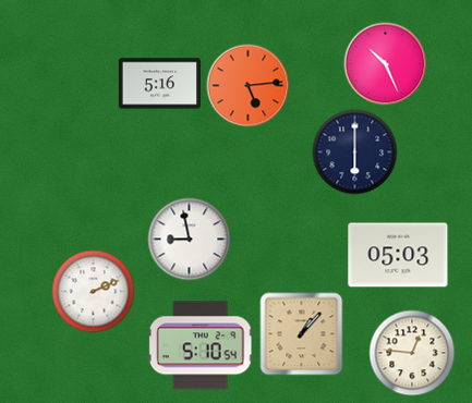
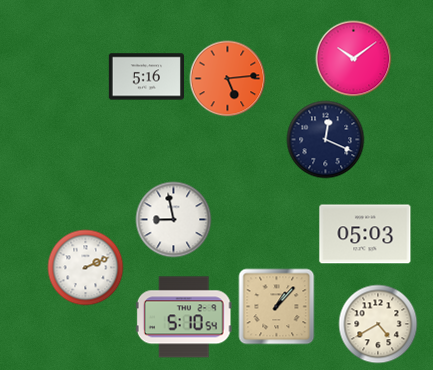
clock at (386, 64): 10:26 -> 10:09
clock at (355, 152): 6:00 -> 12:19
clock at (412, 353): 12:46 -> 4:40
